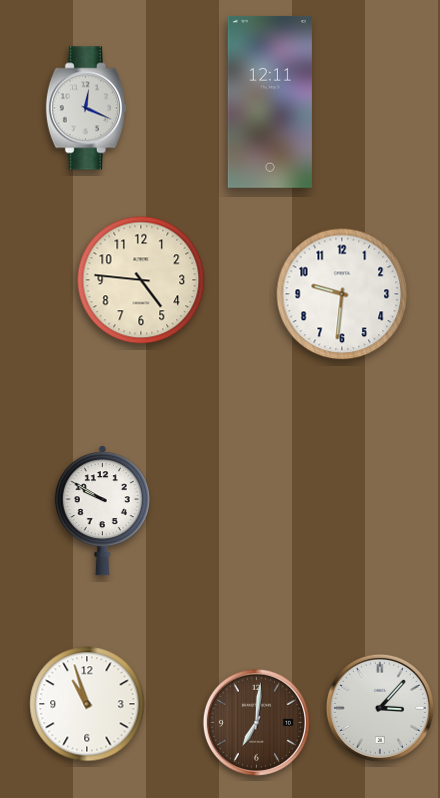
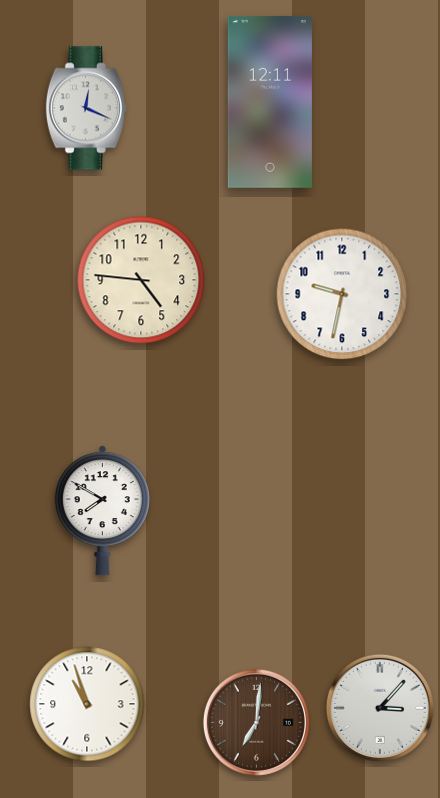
clock at (342, 294): 9:31 -> 9:32
clock at (102, 511): 9:50 -> 7:50
